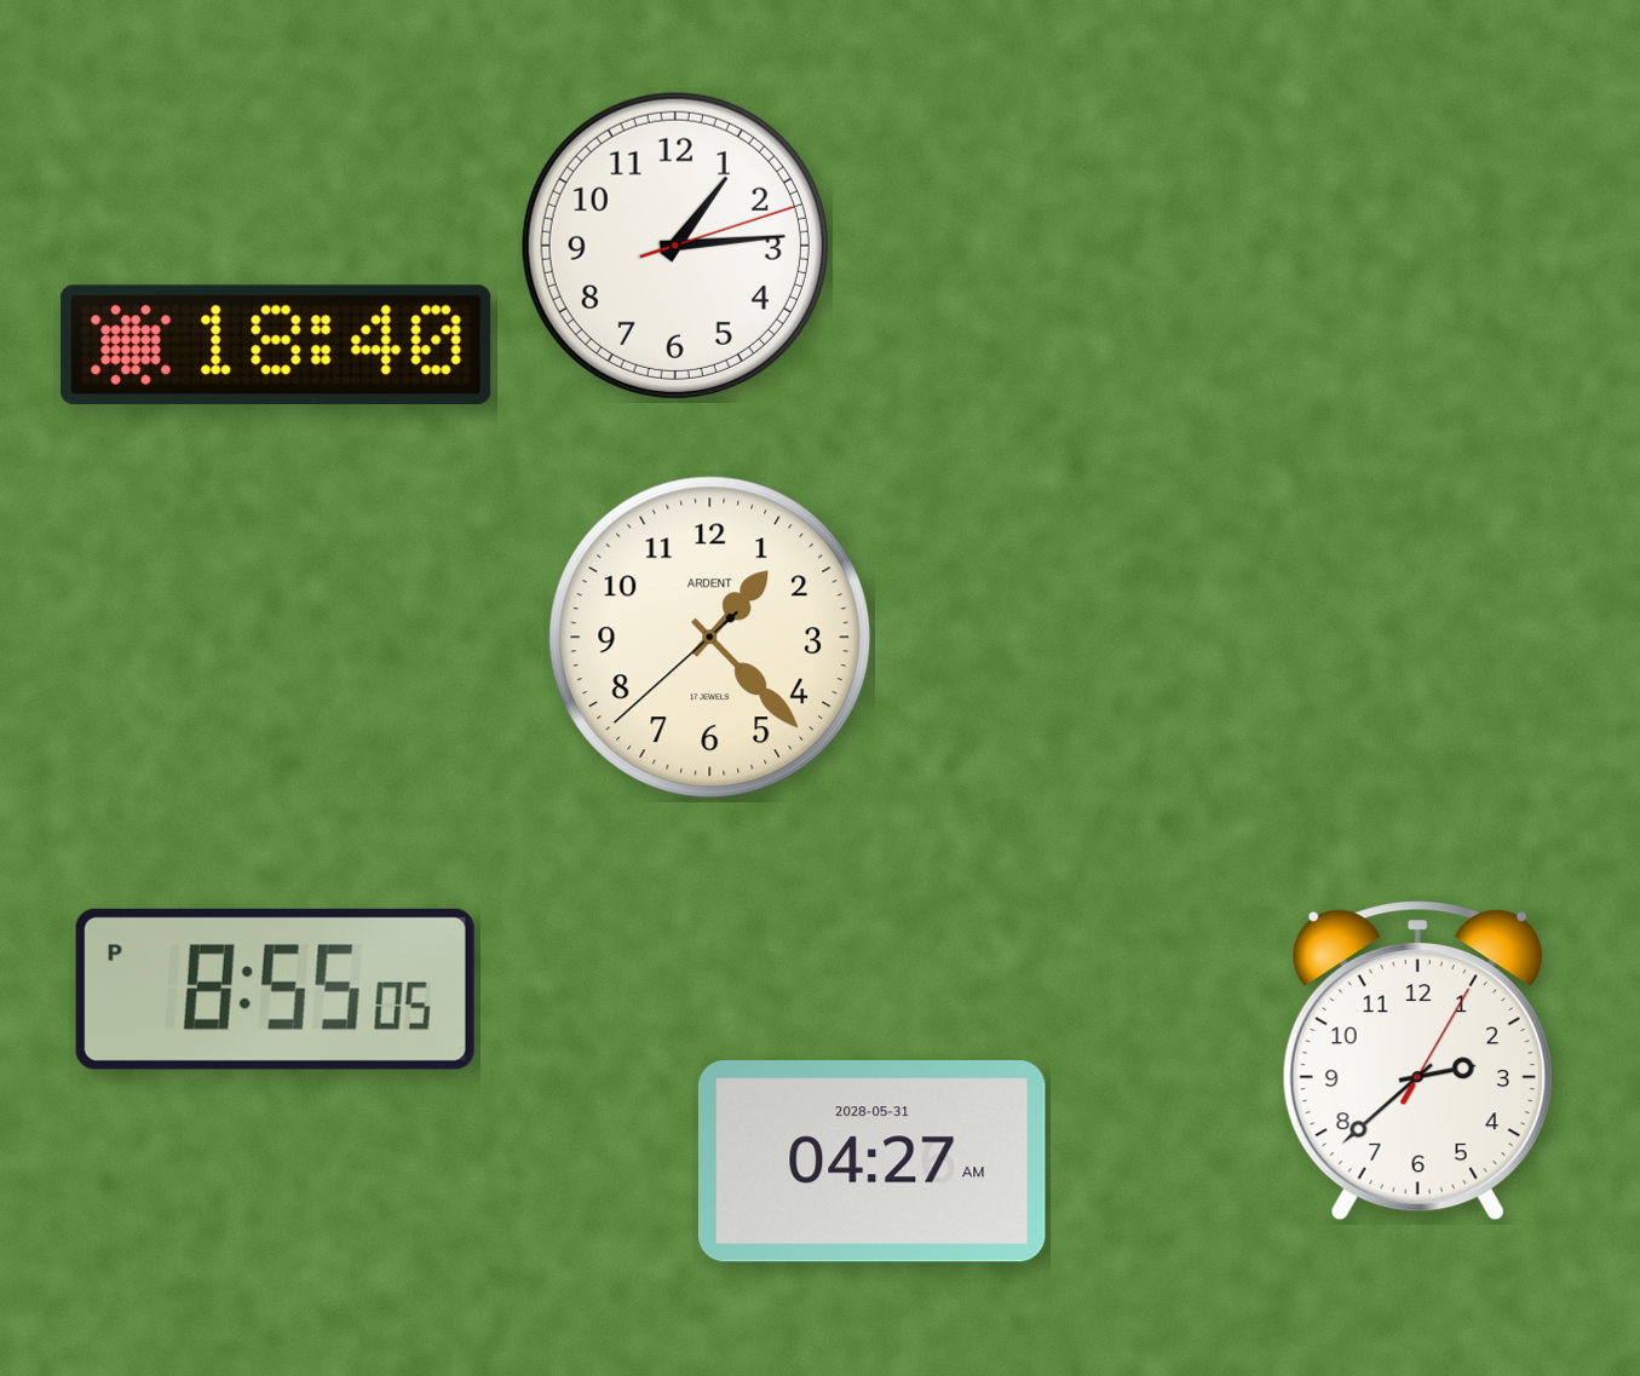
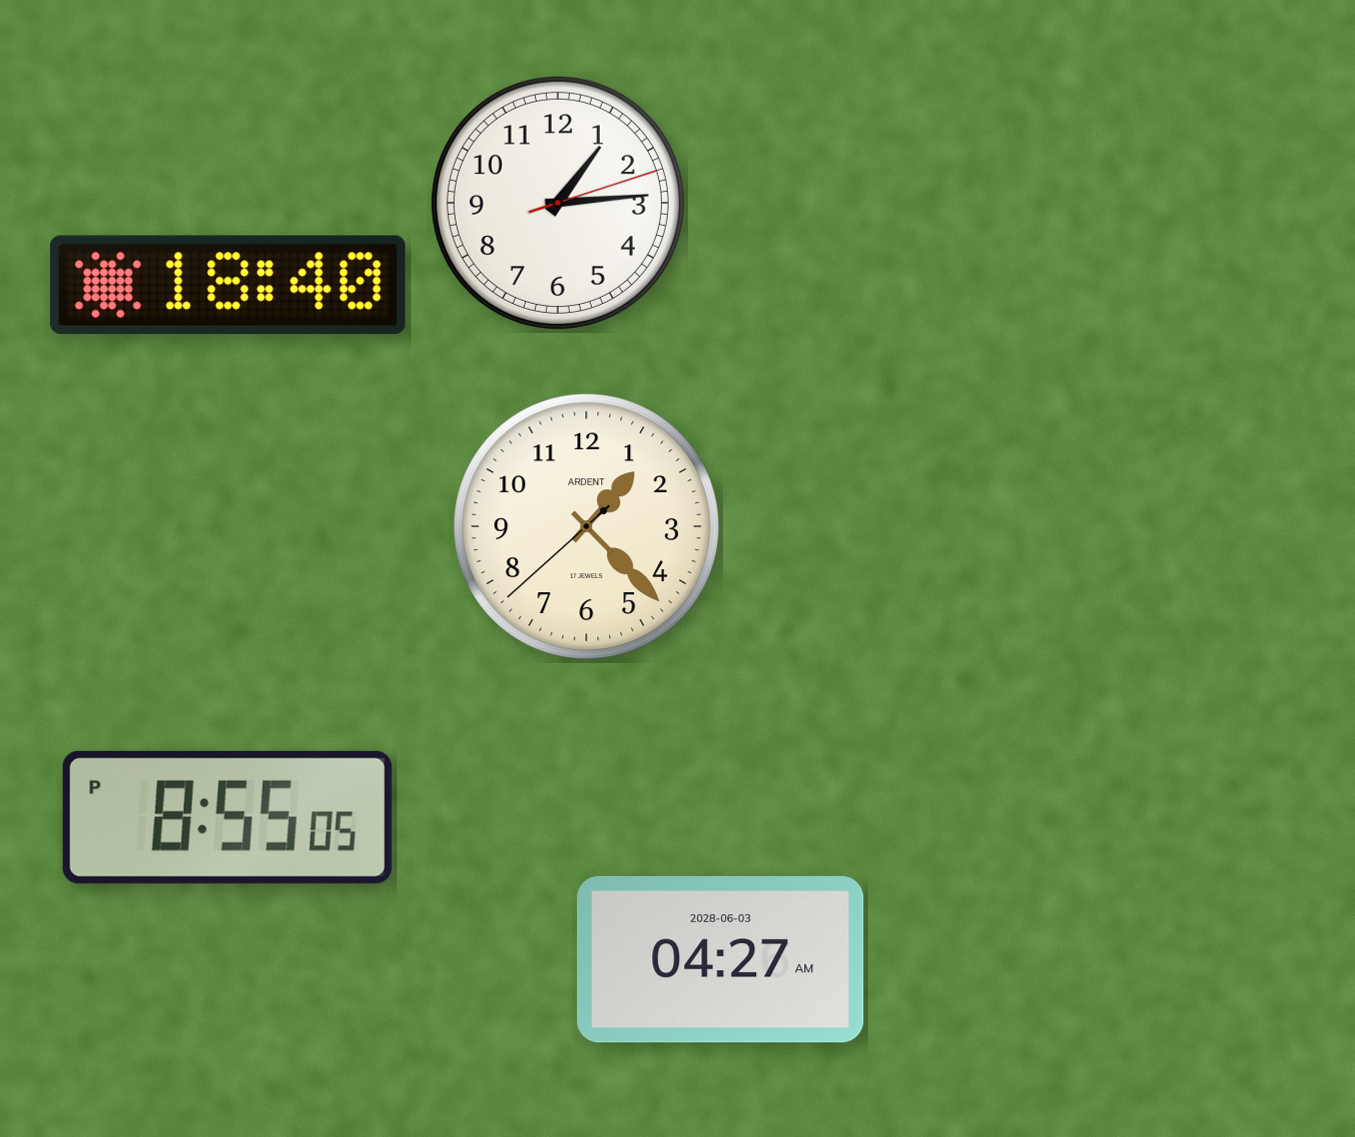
clock at (1417, 1061): 2:38 -> none
clock at (871, 1162) date: 2028-05-31 -> 2028-06-03
